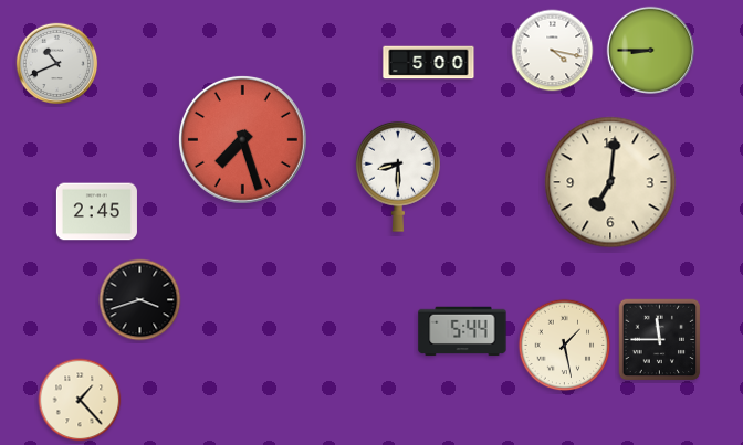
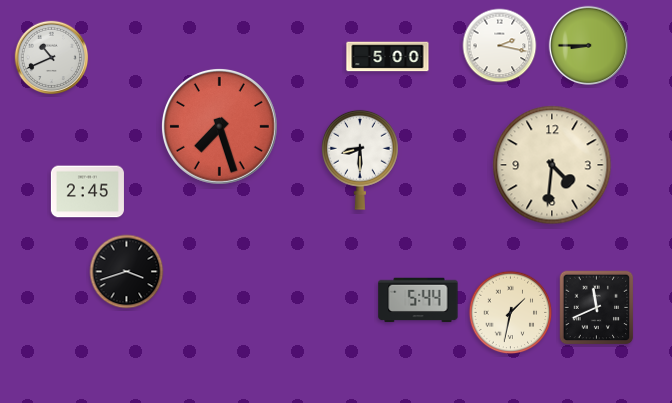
clock at (553, 51): 4:17 -> 2:17
clock at (610, 182): 7:01 -> 4:31
clock at (660, 340): 11:45 -> 11:41
clock at (565, 346): 1:28 -> 1:32
clock at (80, 400): 1:23 -> none
